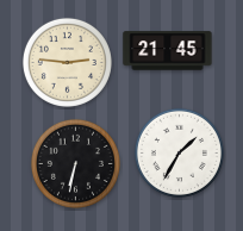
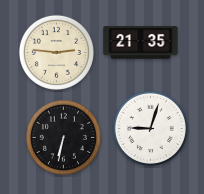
clock at (168, 51): 21:45 -> 21:35
clock at (179, 152): 1:35 -> 9:03
